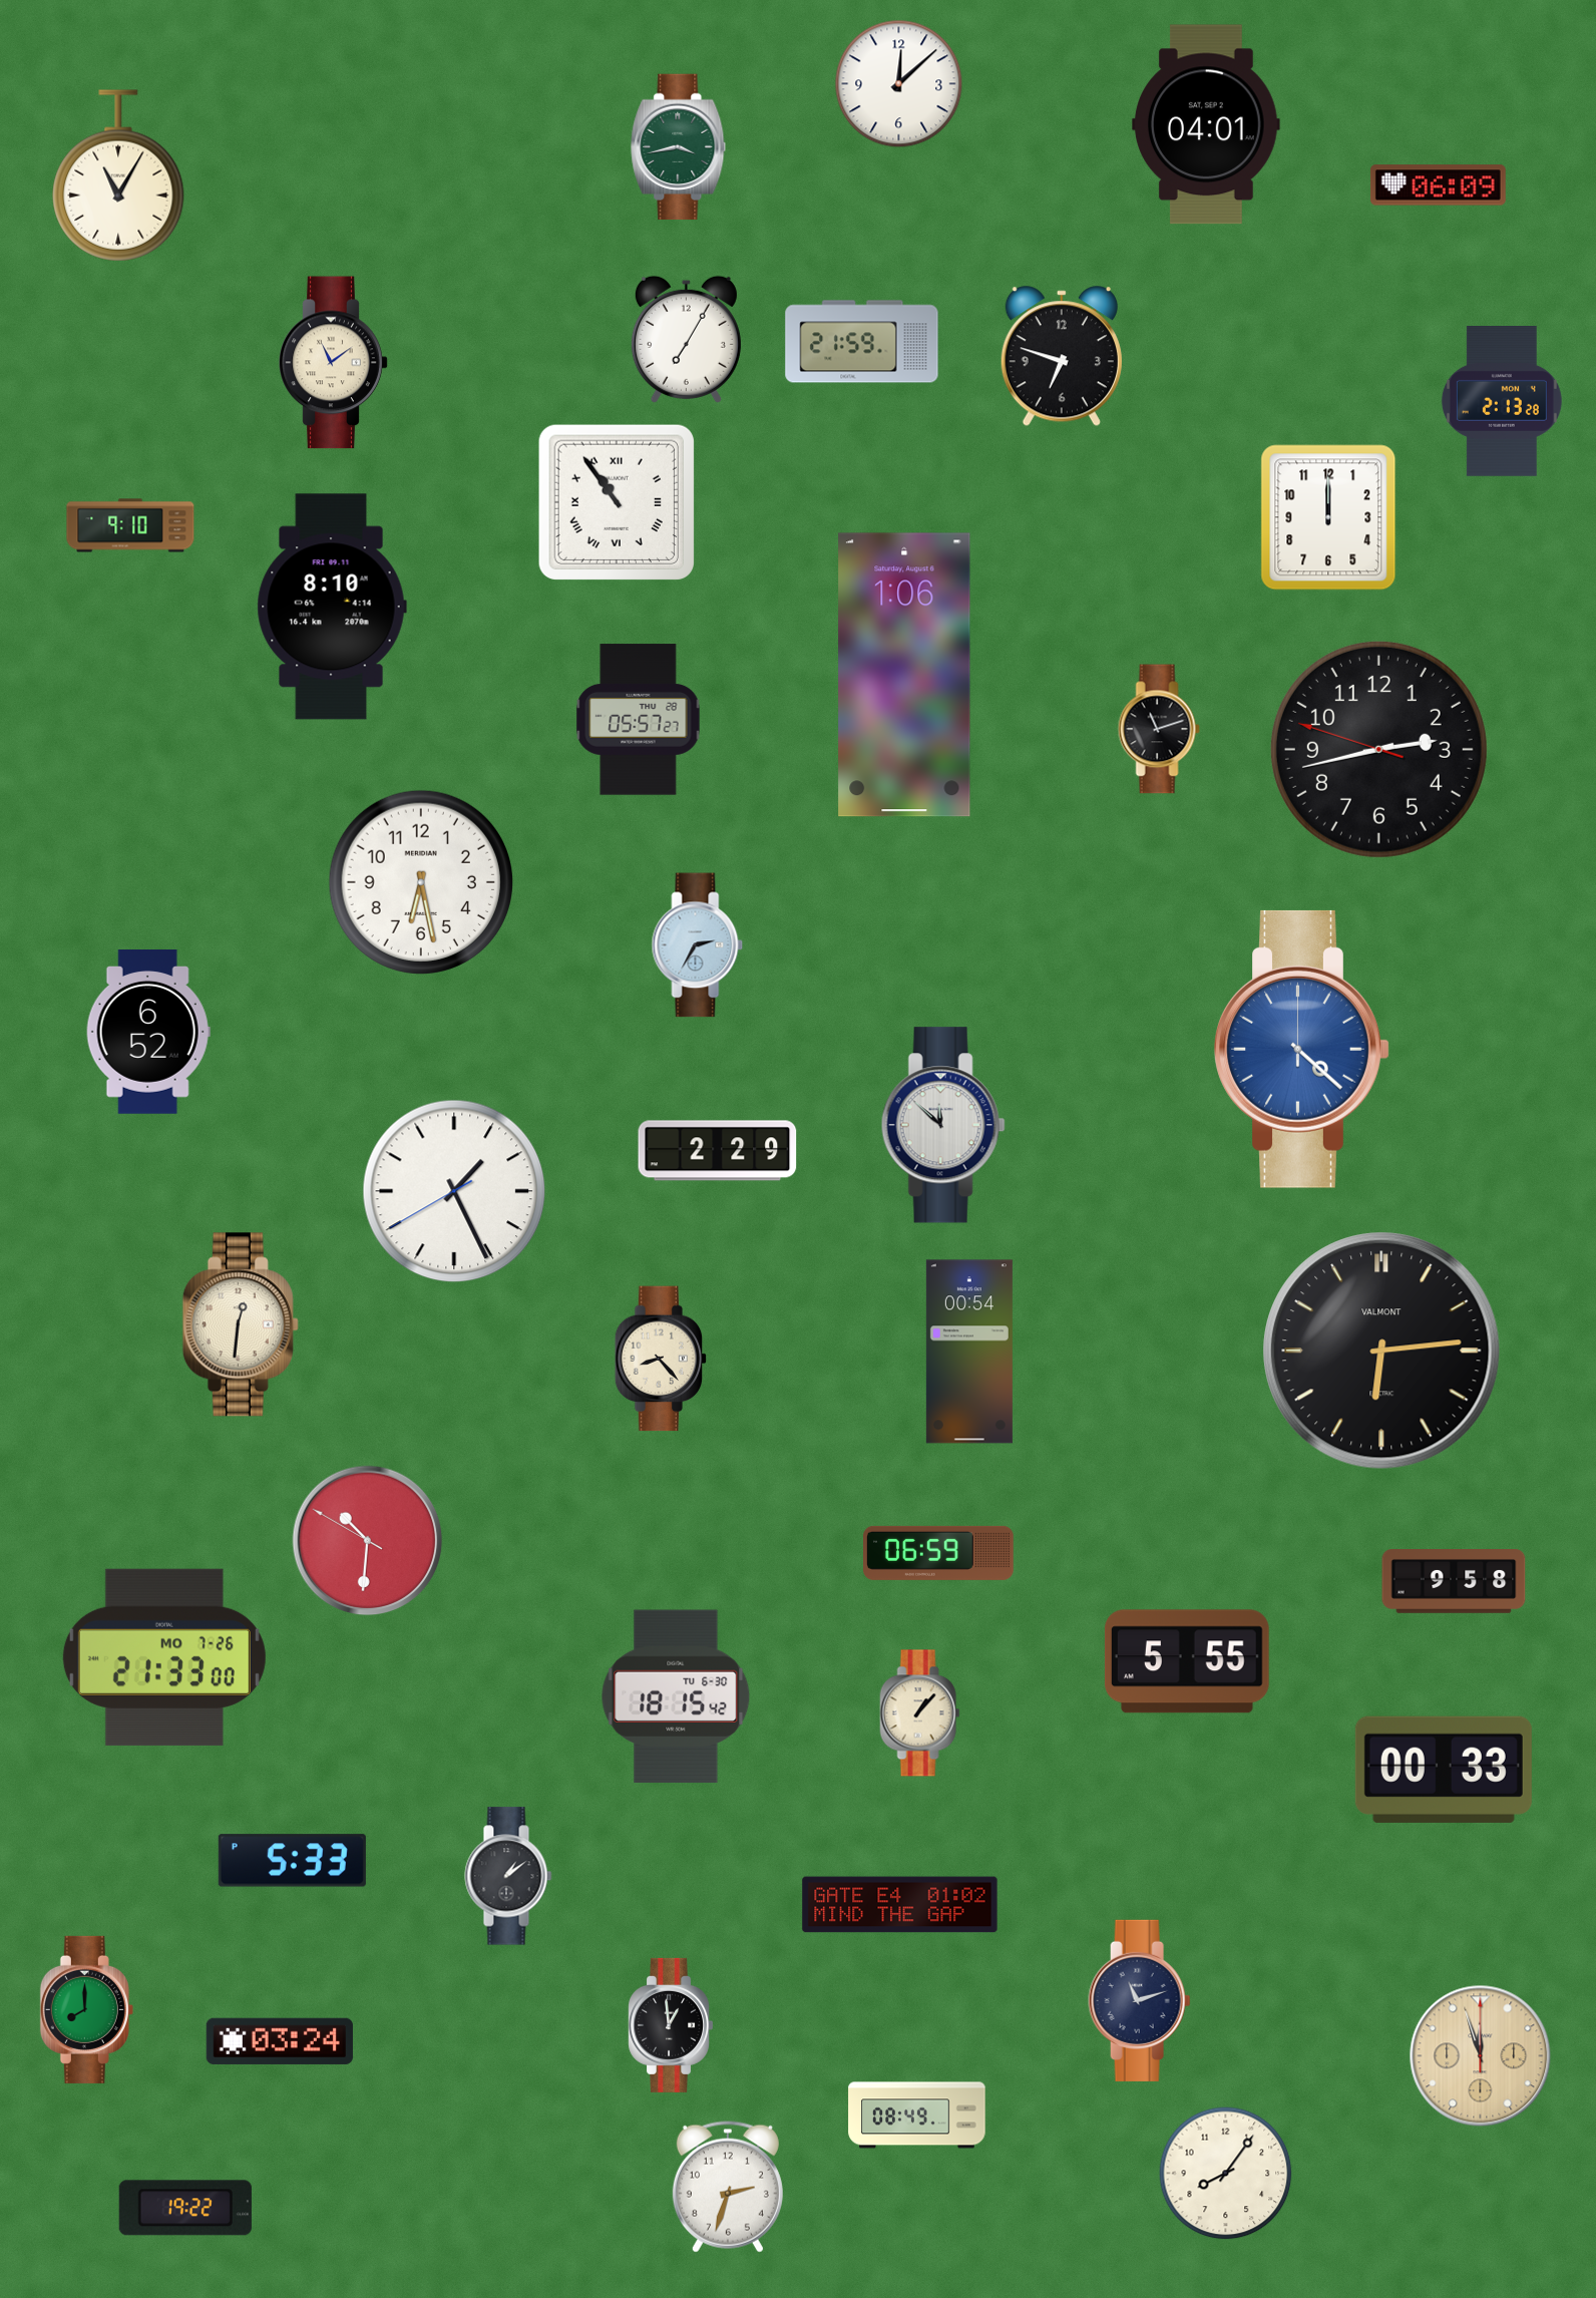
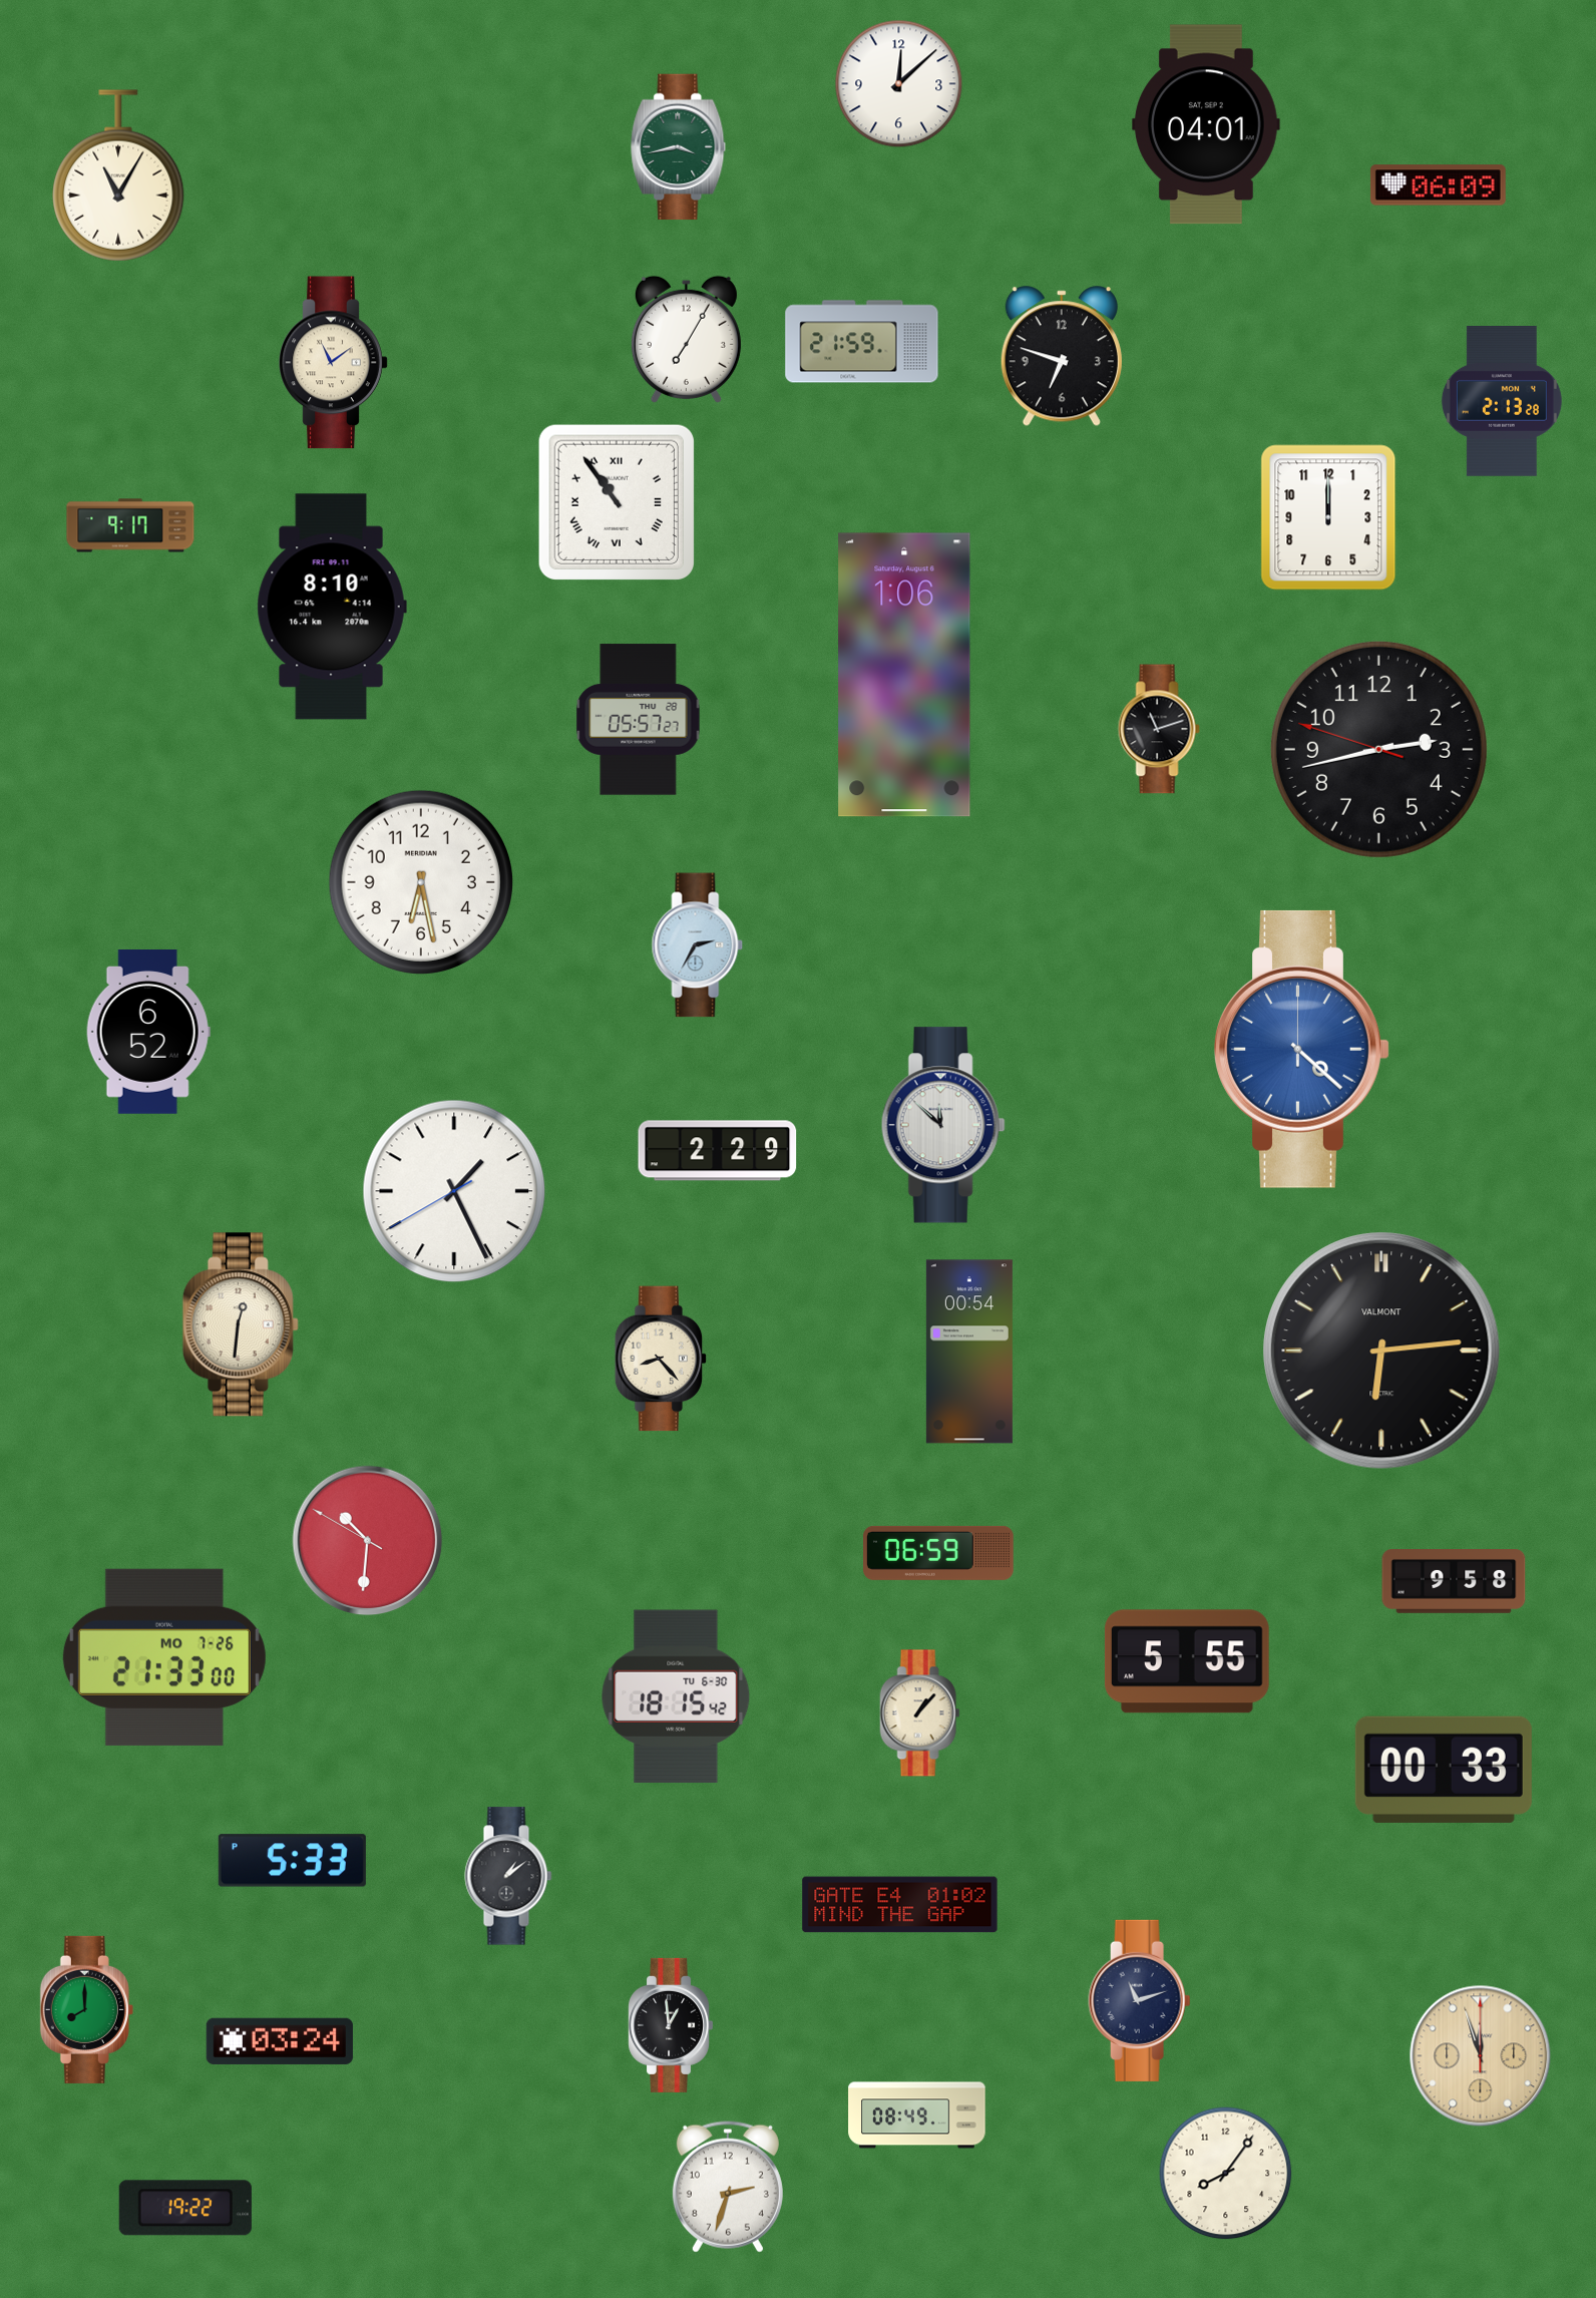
clock at (130, 525): 9:10 -> 9:17
